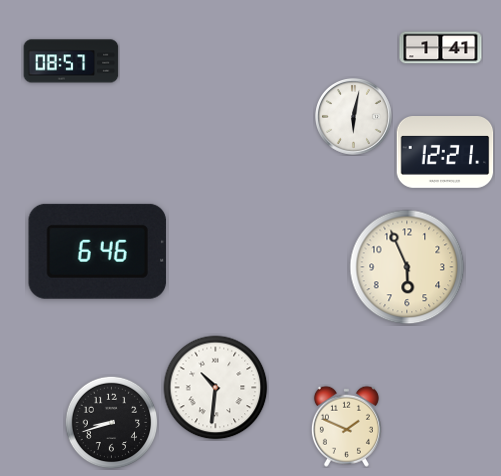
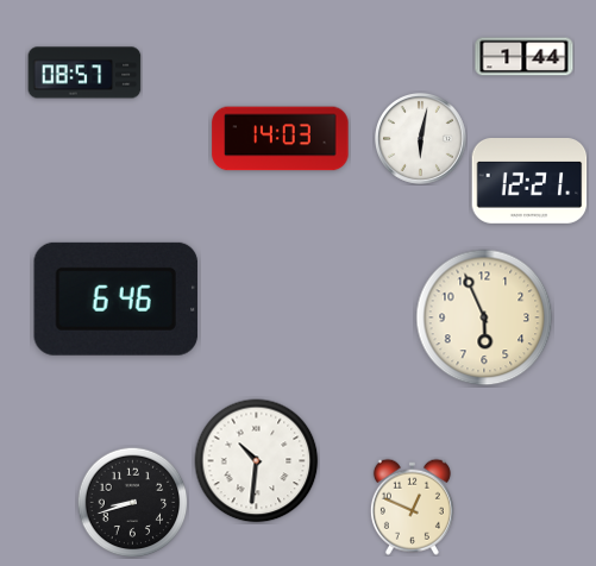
clock at (441, 48): 1:41 -> 1:44
clock at (281, 139): none -> 14:03
clock at (346, 426): 1:49 -> 12:49
